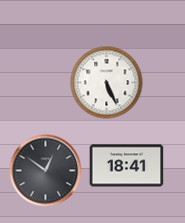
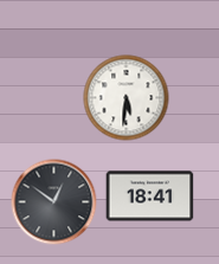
clock at (107, 83): 5:26 -> 5:31
